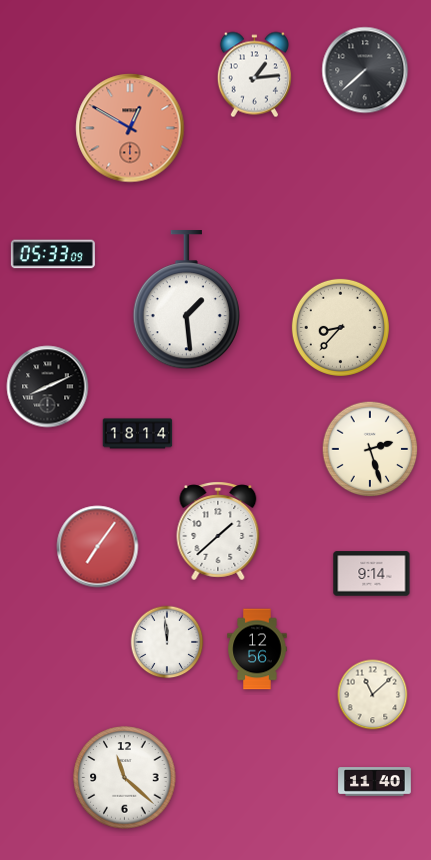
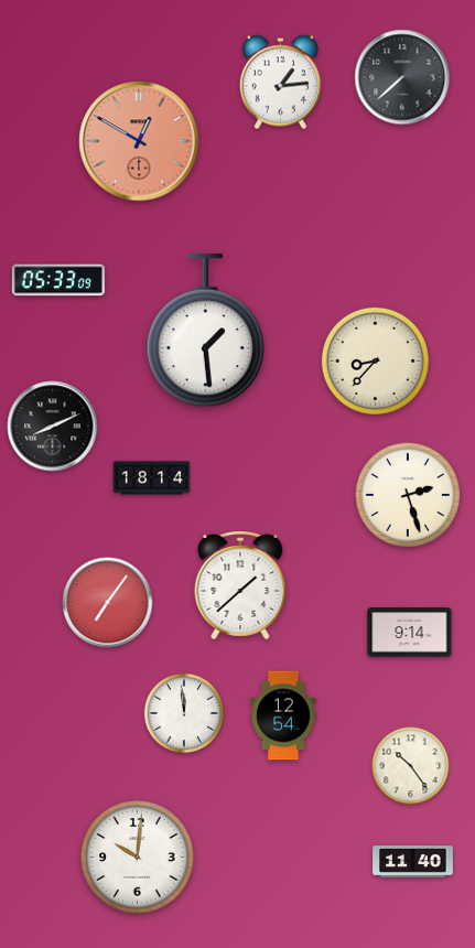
clock at (130, 128) position: (130, 128) -> (139, 141)
clock at (167, 642) position: (167, 642) -> (184, 713)
clock at (257, 649): 12:56 -> 12:54
clock at (373, 695): 11:08 -> 10:24
clock at (125, 778): 11:22 -> 10:01
